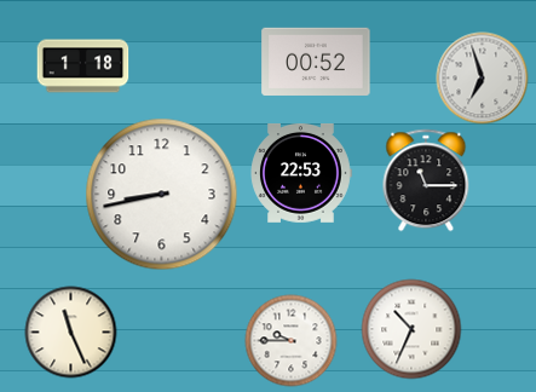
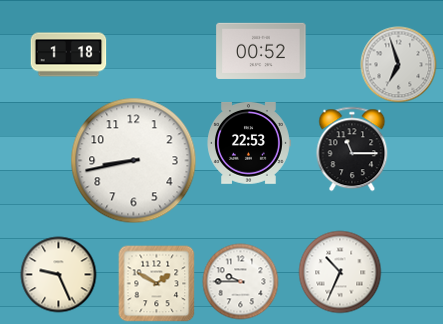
clock at (71, 333): 11:26 -> 9:26
clock at (157, 284): none -> 1:50
